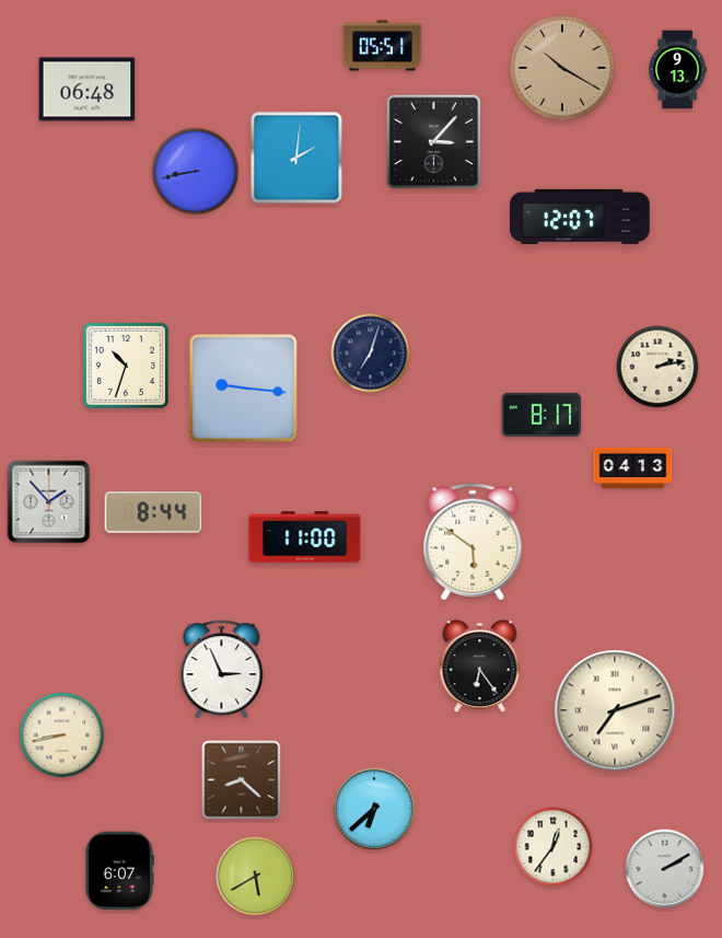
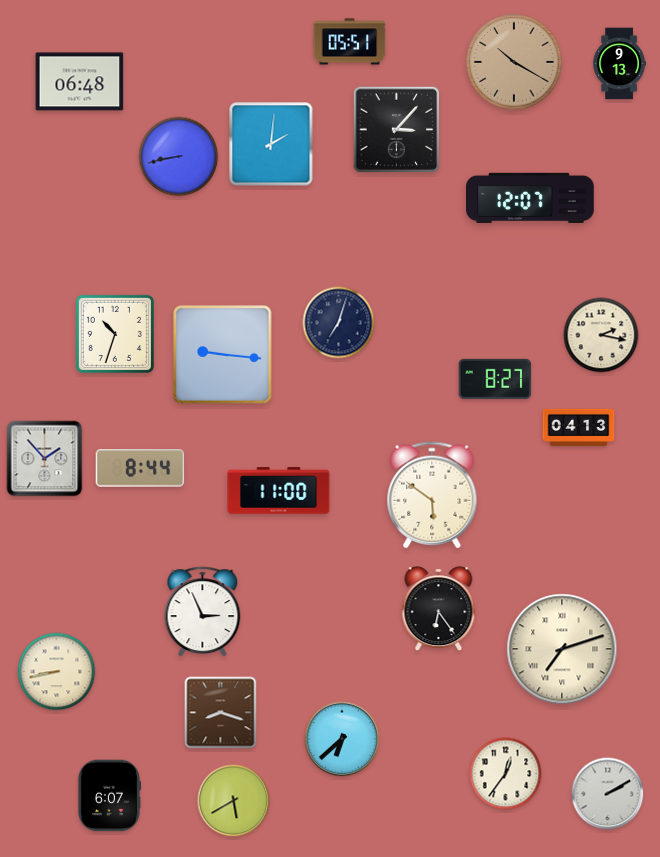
clock at (657, 367): 2:13 -> 2:17
clock at (541, 415): 8:17 -> 8:27
clock at (242, 780): 8:22 -> 8:18
